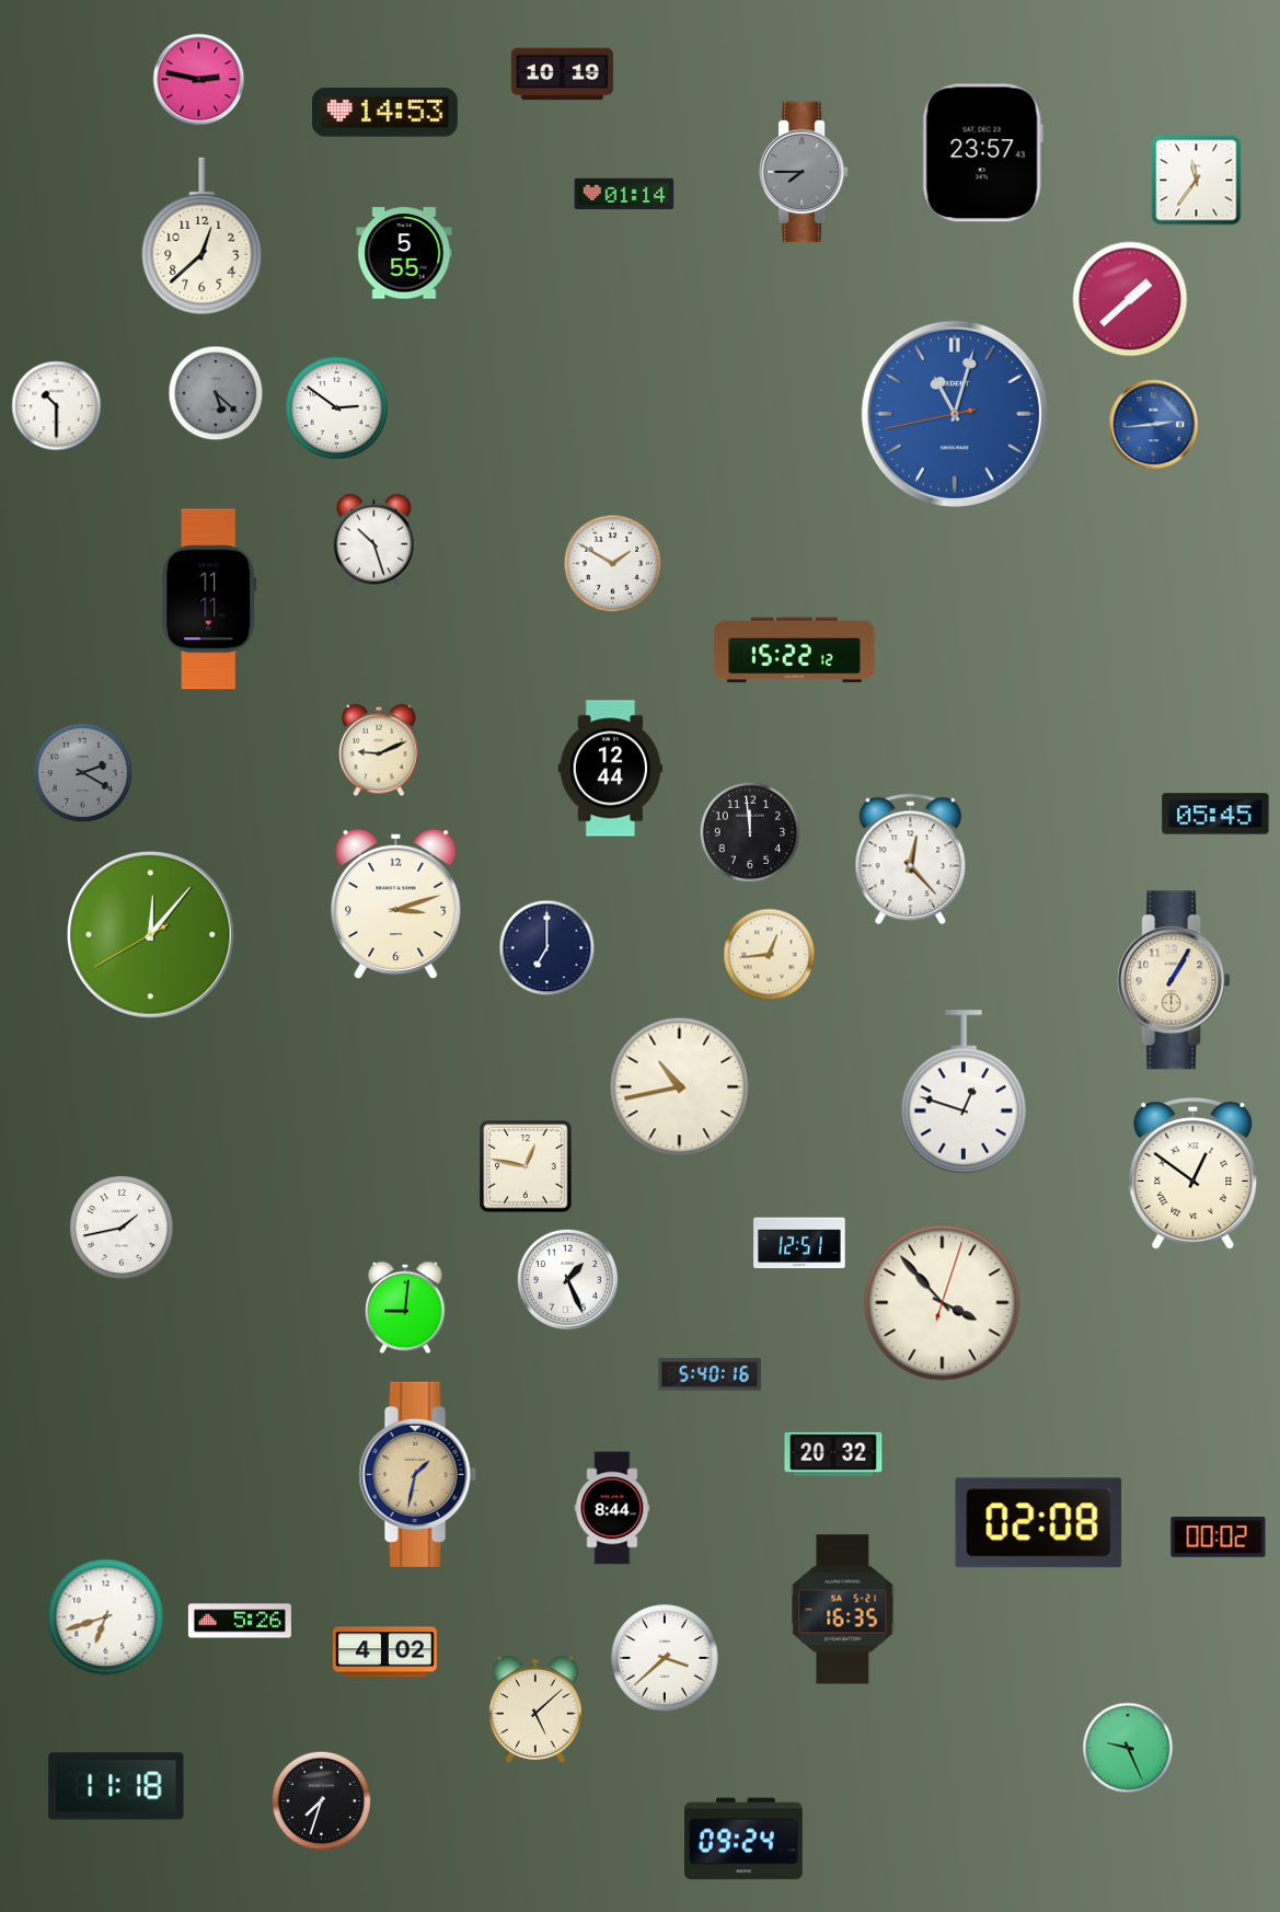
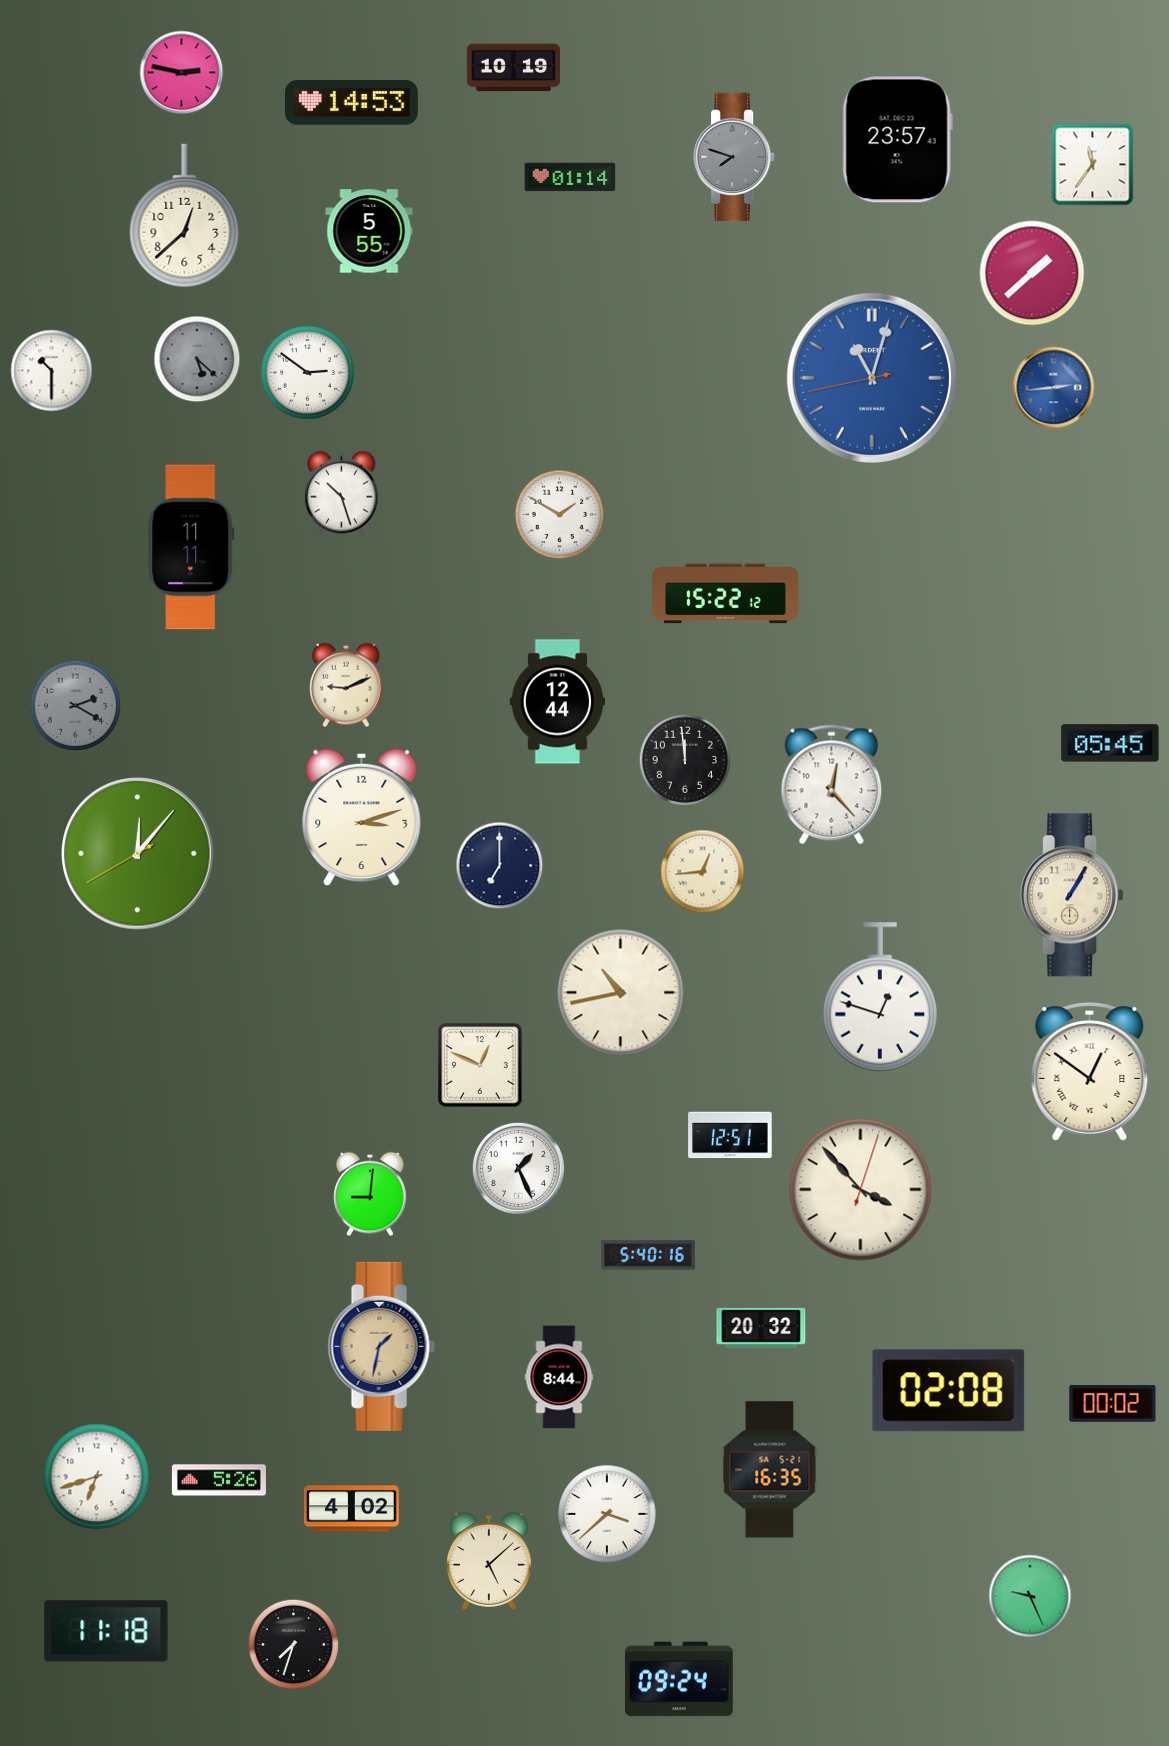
clock at (804, 172): 7:45 -> 7:48
clock at (396, 905) position: (396, 905) -> (362, 818)
clock at (526, 1166): 12:47 -> 12:49
clock at (122, 1228): 1:43 -> none
